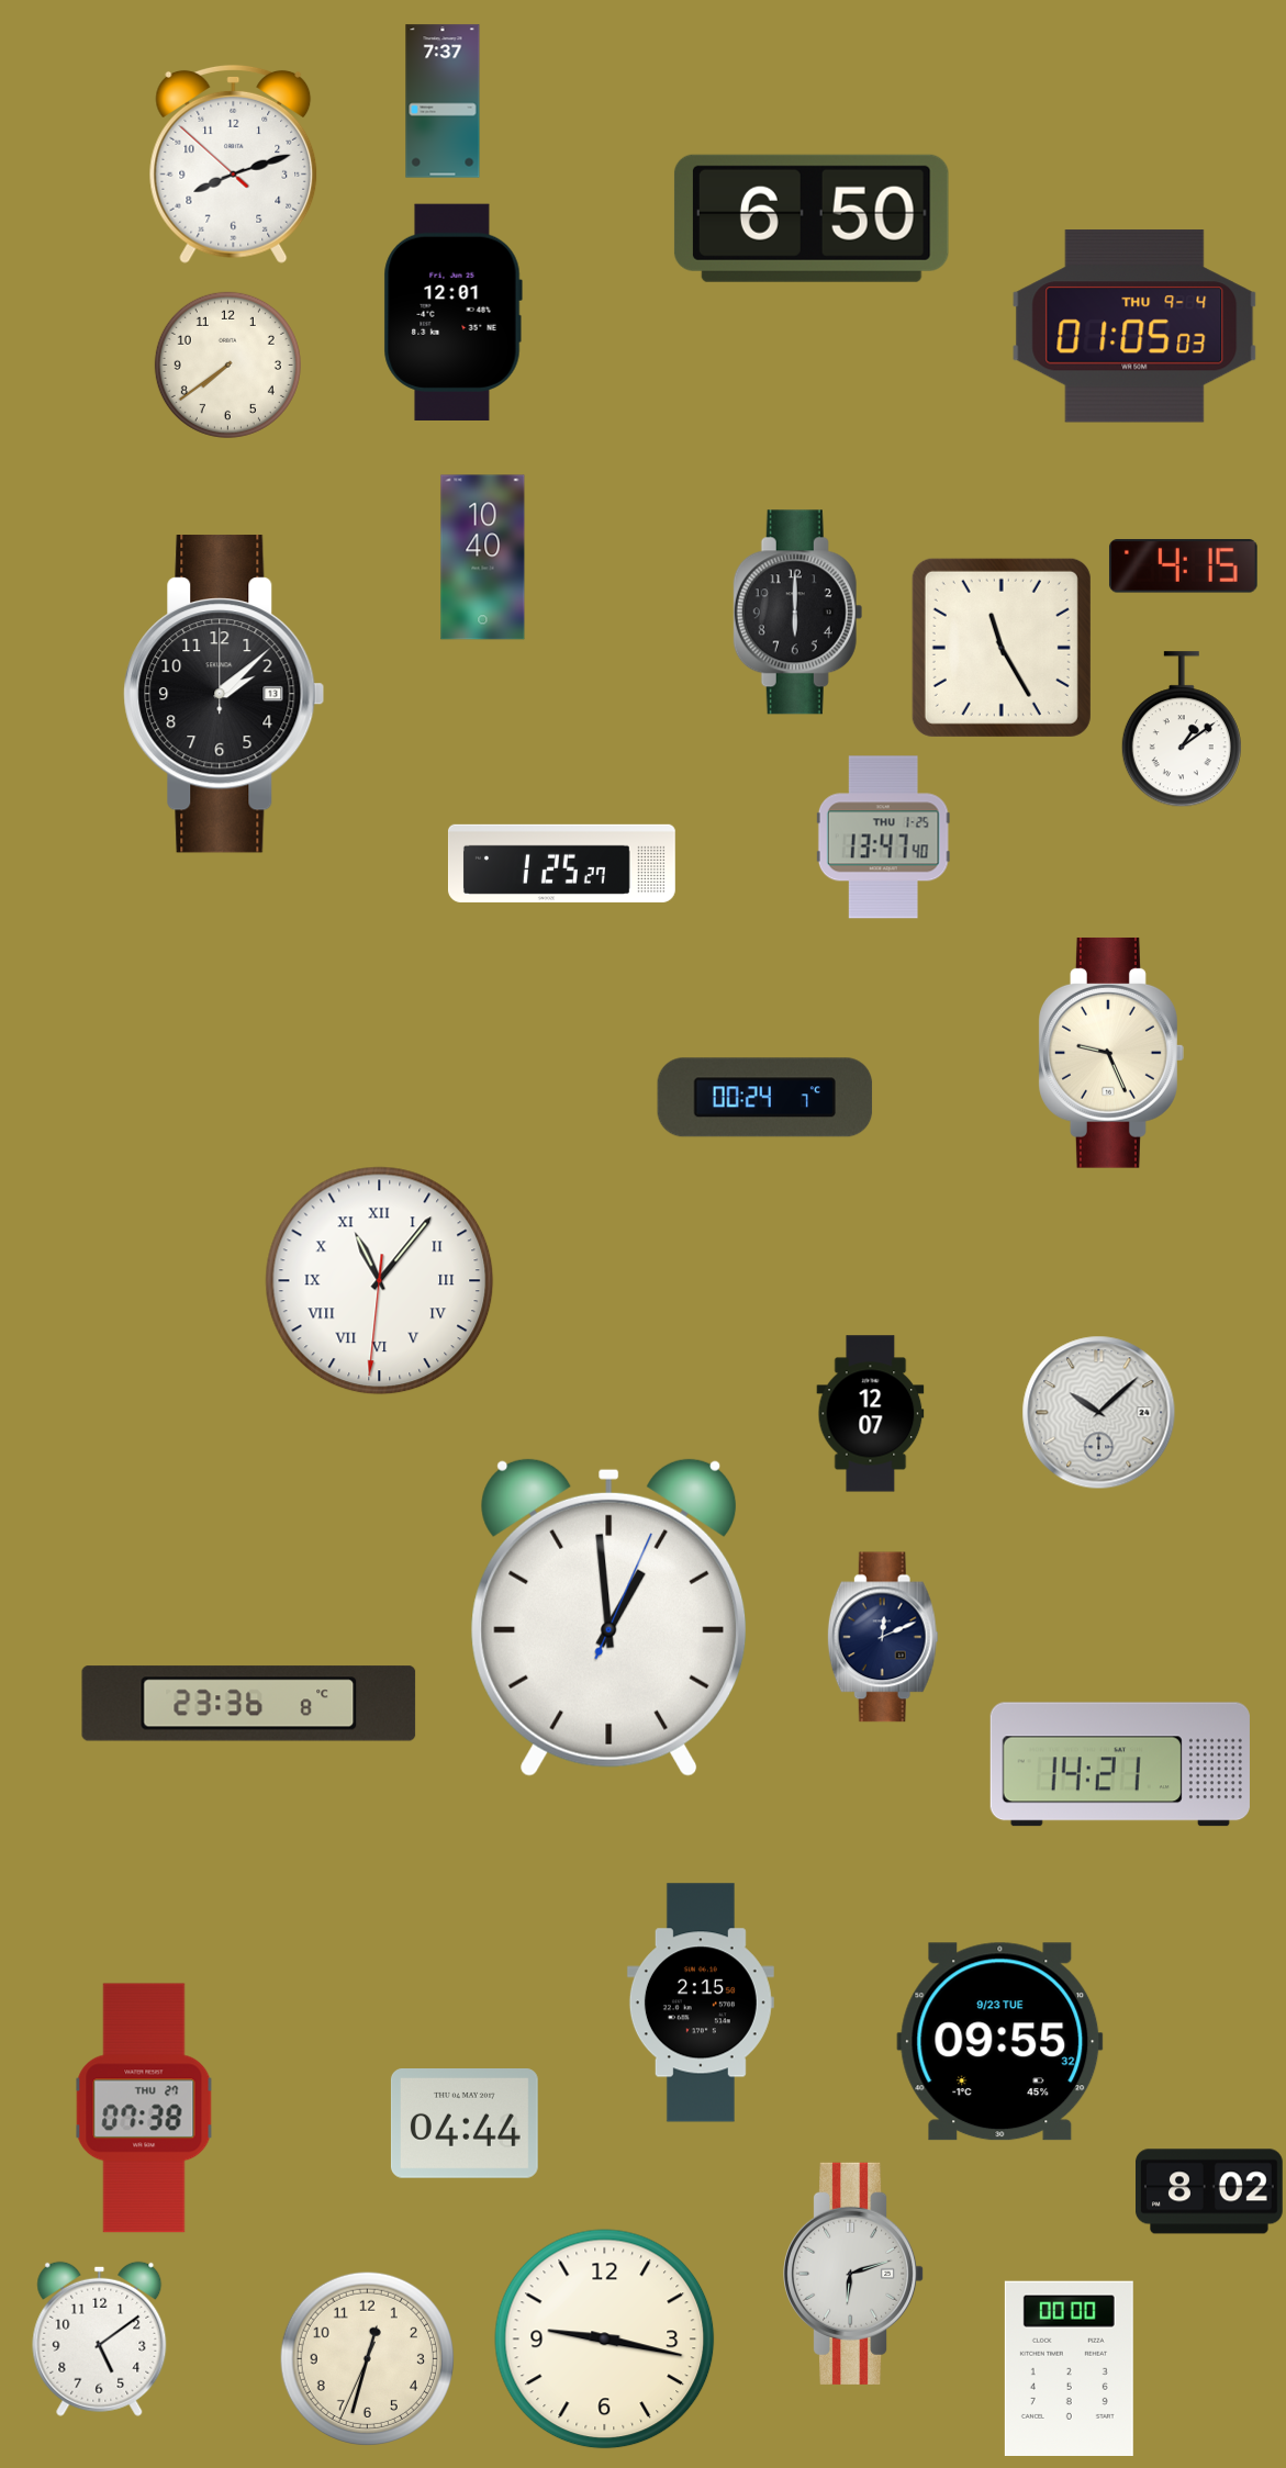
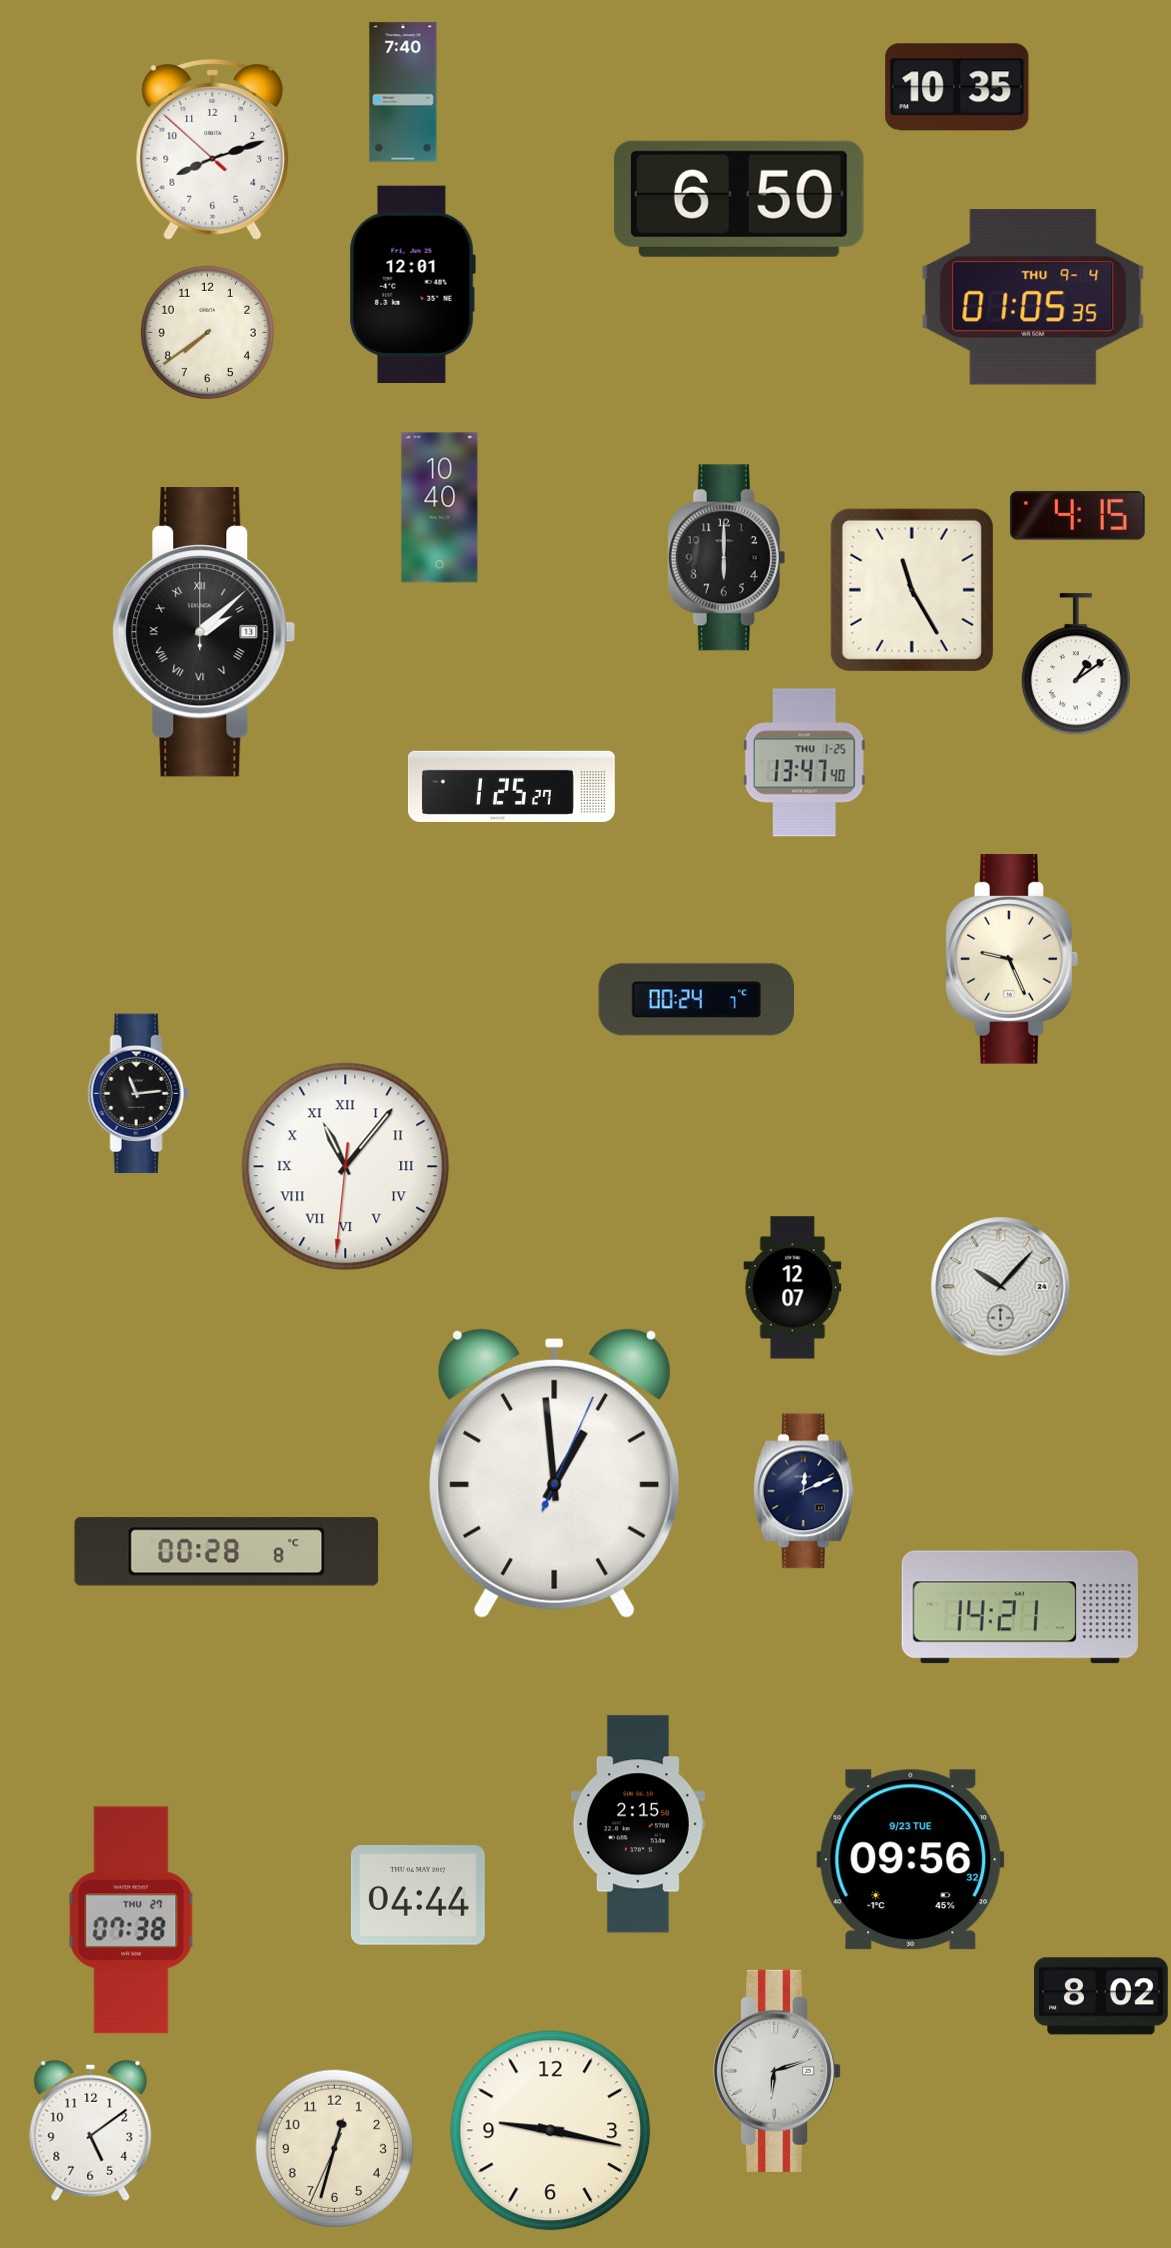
clock at (957, 87): none -> 10:35
clock at (443, 101): 7:37 -> 7:40
clock at (1134, 326): 01:05:03 -> 01:05:35
clock at (224, 694) numerals: Arabic -> Roman
clock at (138, 1094): none -> 11:14
clock at (1099, 1413): 10:08 -> 10:07
clock at (249, 1704): 23:36 -> 00:28
clock at (1000, 2042): 09:55 -> 09:56
clock at (465, 2124) position: (465, 2124) -> (418, 1896)
clock at (1069, 2368): 00:00 -> none
